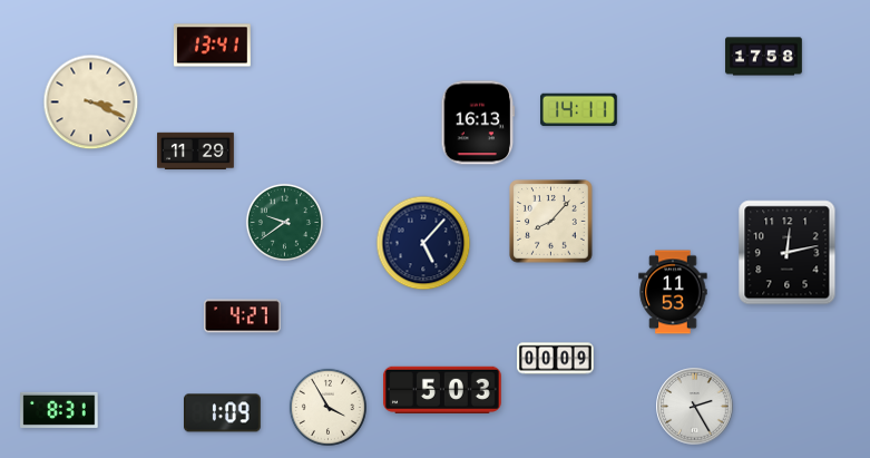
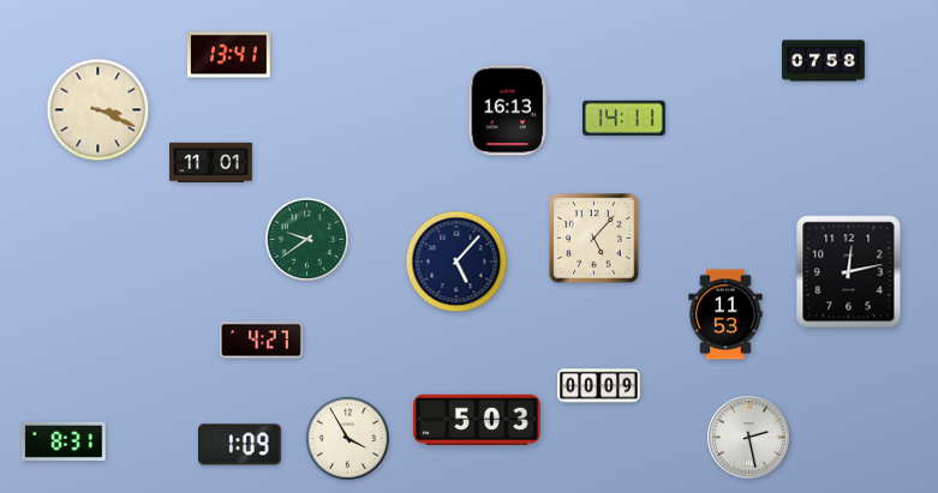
clock at (212, 46) position: (212, 46) -> (228, 55)
clock at (764, 57): 17:58 -> 07:58
clock at (478, 123) position: (478, 123) -> (508, 110)
clock at (196, 150): 11:29 -> 11:01
clock at (551, 222): 8:07 -> 5:07
clock at (328, 407) position: (328, 407) -> (347, 438)
clock at (695, 407): 2:25 -> 2:28
